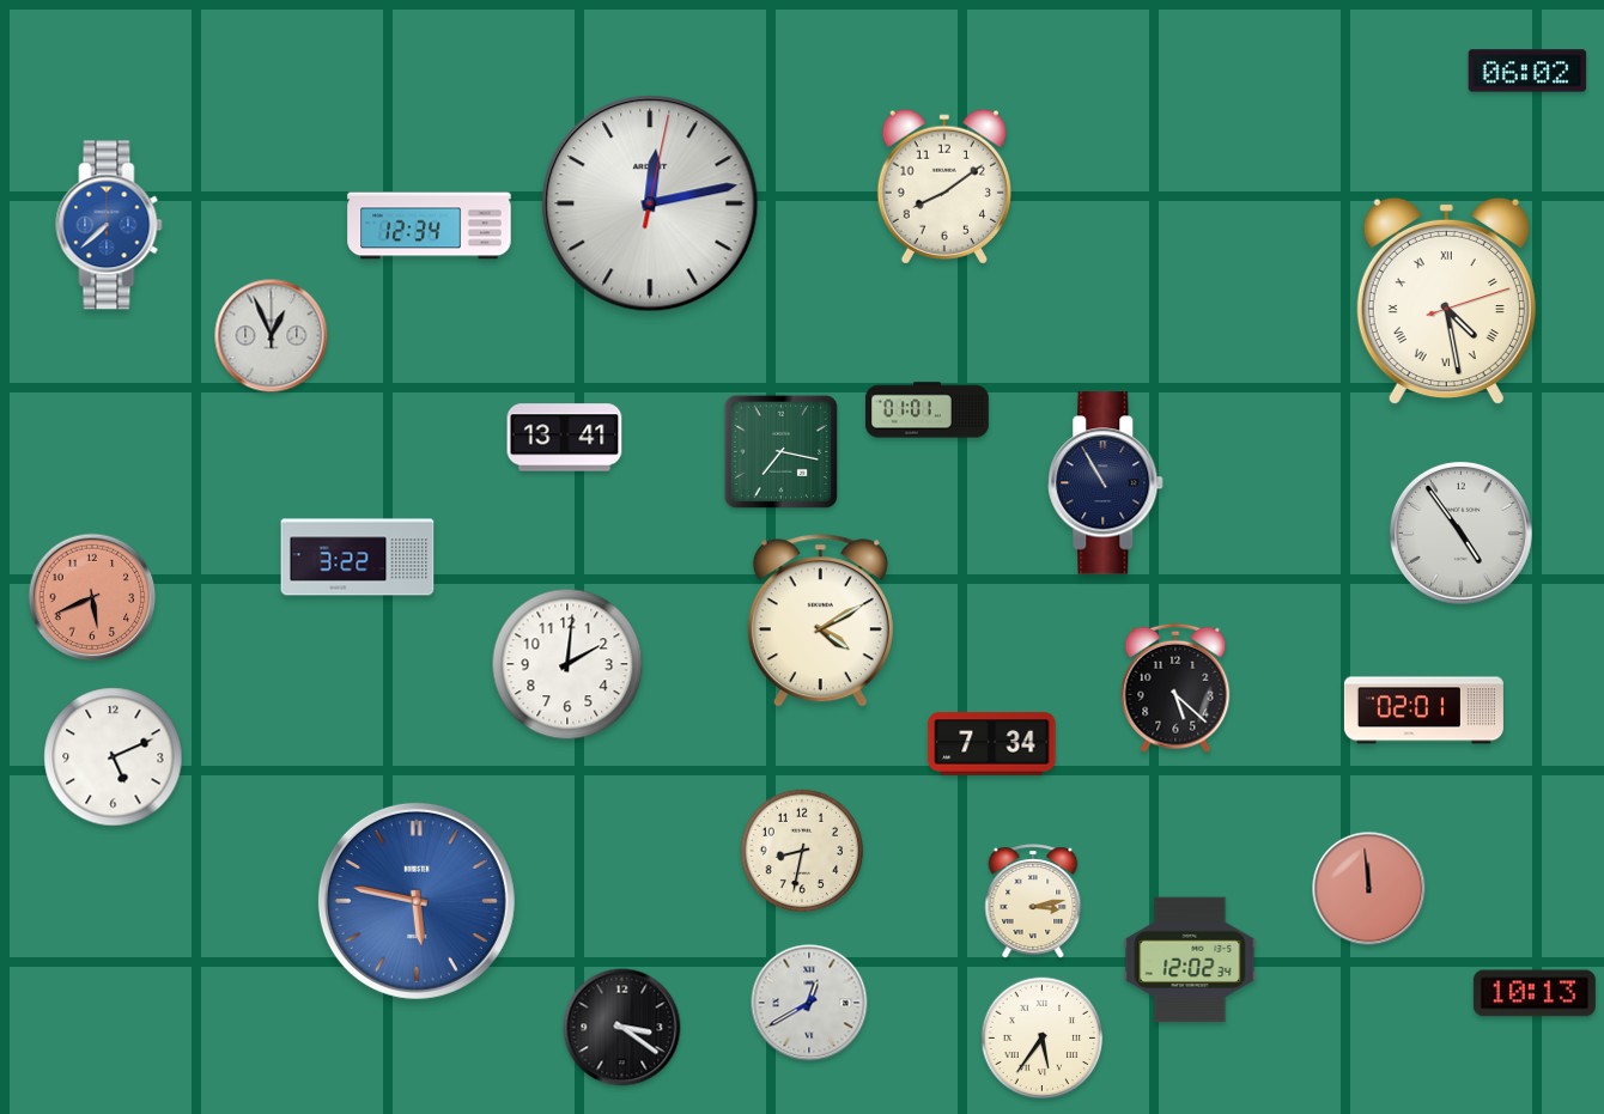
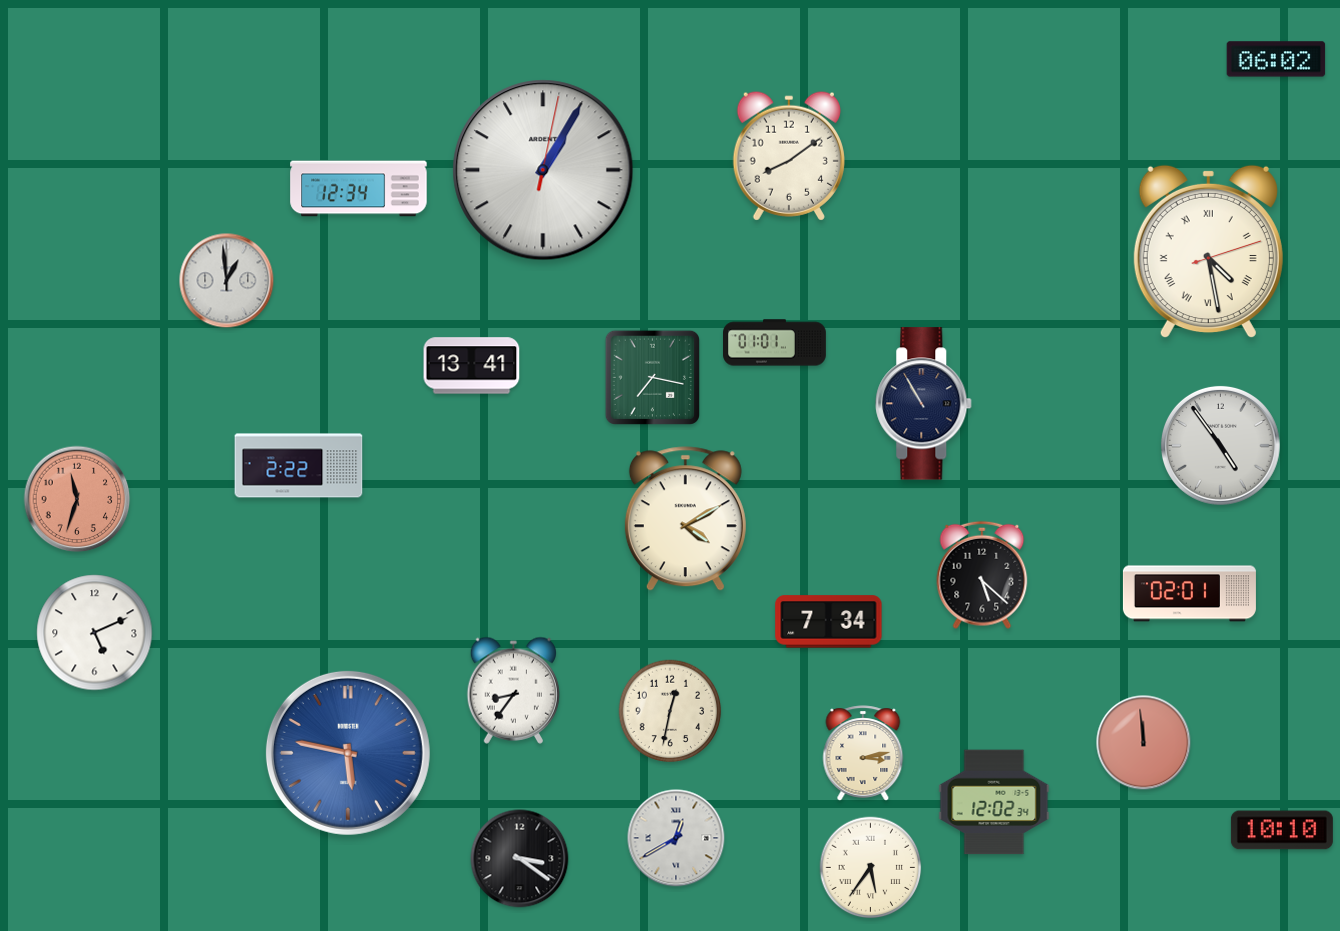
clock at (650, 203): 12:13 -> 1:05
clock at (109, 225): 7:38 -> none
clock at (272, 336): 12:56 -> 12:59
clock at (358, 558): 3:22 -> 2:22
clock at (92, 597): 5:41 -> 11:33
clock at (567, 664): 2:01 -> none
clock at (513, 690): none -> 8:36
clock at (802, 851): 8:32 -> 12:32
clock at (1535, 993): 10:13 -> 10:10
